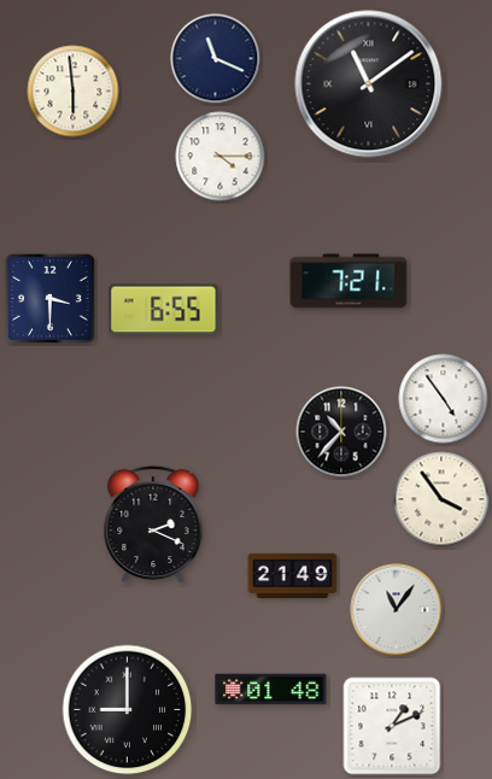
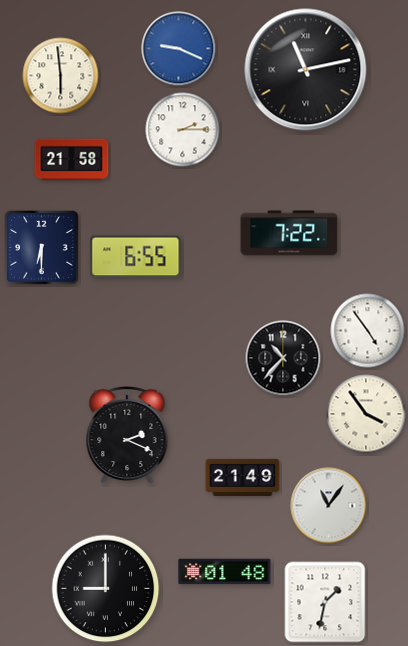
clock at (216, 59): 11:19 -> 9:19
clock at (216, 59) dial: navy -> blue
clock at (369, 84): 11:09 -> 11:13
clock at (221, 157): 4:15 -> 2:15
clock at (72, 160): none -> 21:58
clock at (348, 281): 7:21 -> 7:22
clock at (51, 299): 3:30 -> 6:30
clock at (392, 726): 1:11 -> 1:32
